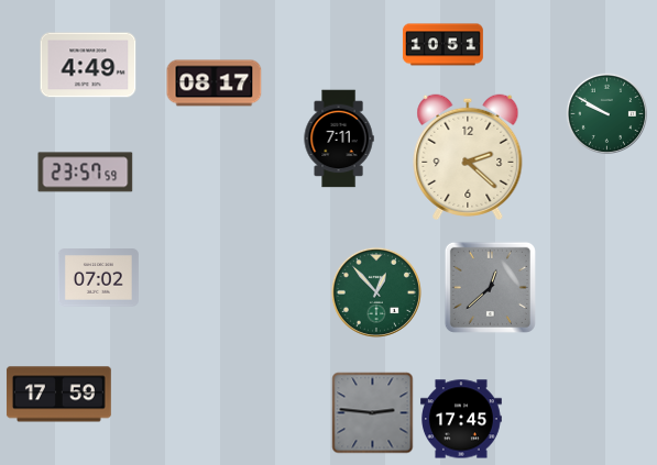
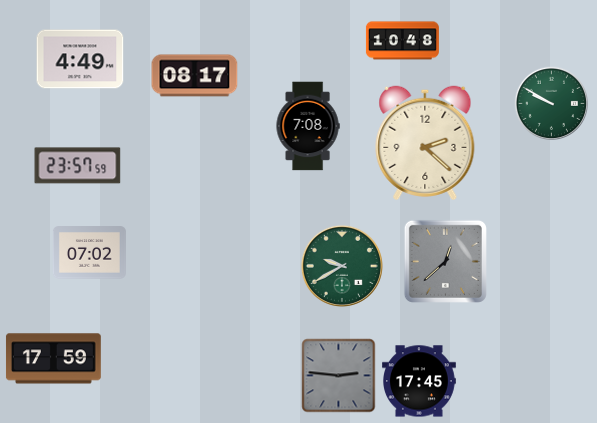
clock at (442, 45): 10:51 -> 10:48
clock at (339, 139): 7:11 -> 7:08
clock at (86, 173) position: (86, 173) -> (78, 166)
clock at (376, 292): 12:53 -> 9:40
